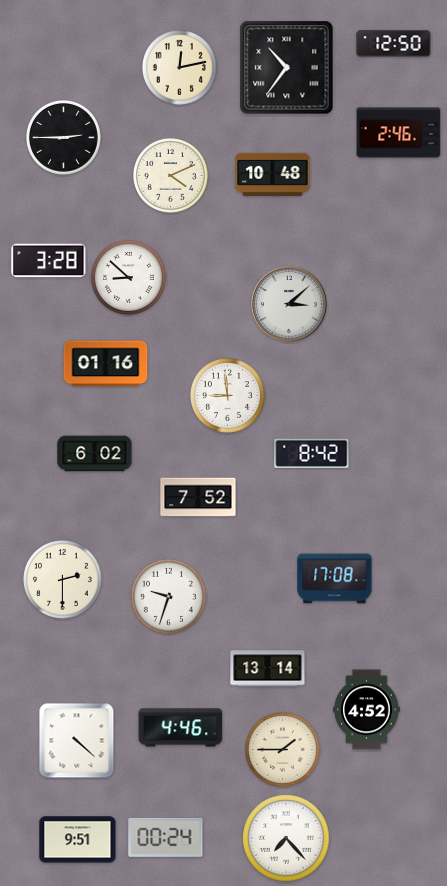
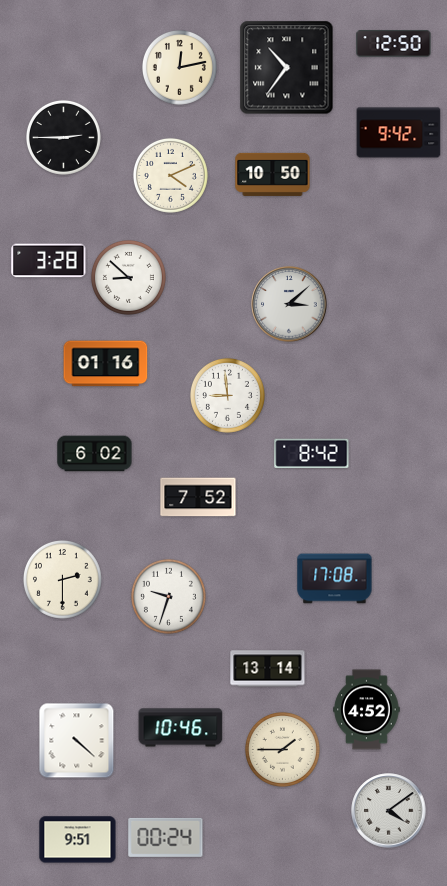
clock at (399, 133): 2:46 -> 9:42
clock at (273, 174): 10:48 -> 10:50
clock at (181, 728): 4:46 -> 10:46
clock at (389, 811): none -> 4:09
clock at (286, 838): 7:23 -> none
